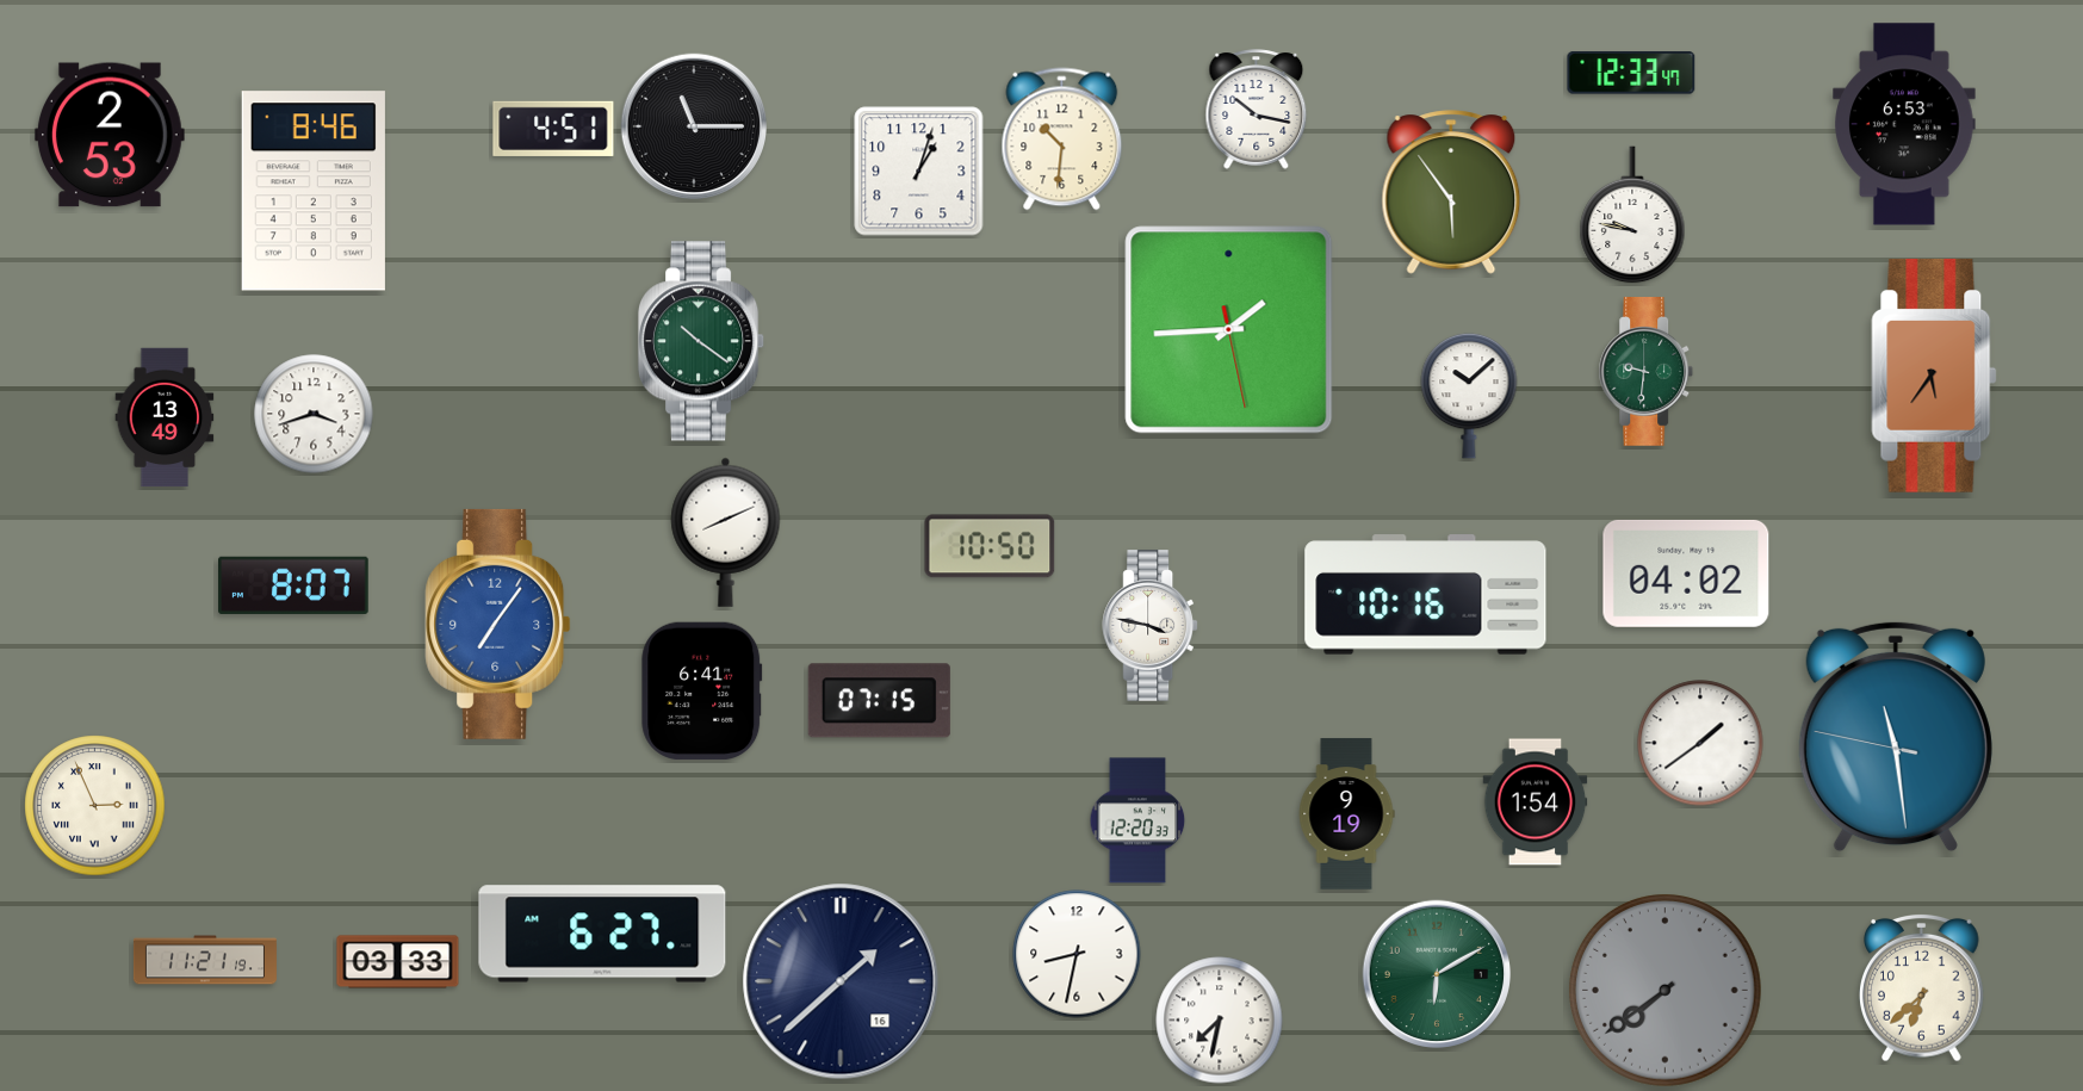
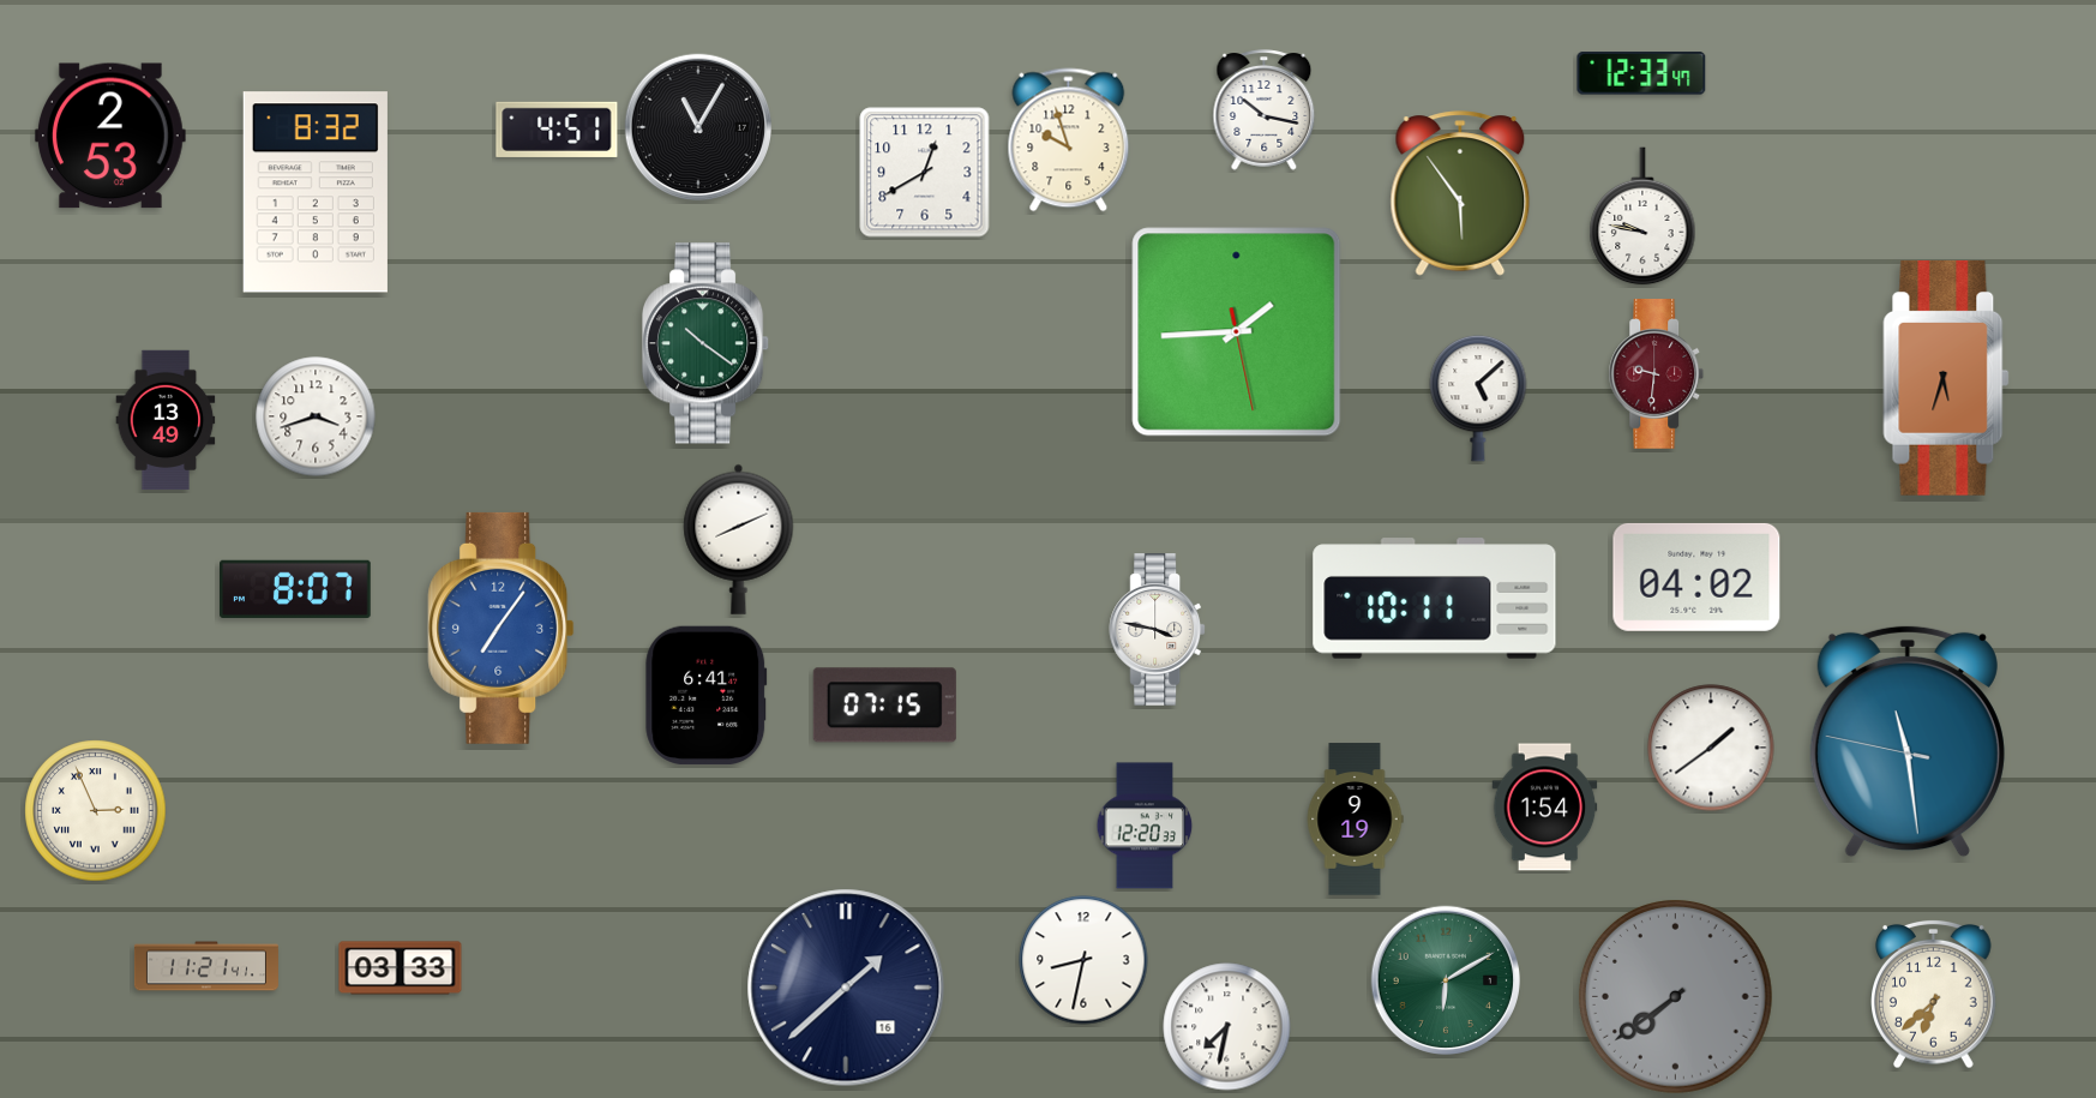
clock at (1904, 124): 6:53 -> none
clock at (693, 125): 11:15 -> 11:05
clock at (1062, 140): 10:31 -> 9:57
clock at (919, 172): 1:03 -> 12:40
clock at (314, 191): 8:46 -> 8:32
clock at (1647, 372) dial: green -> burgundy
clock at (1934, 376): 5:36 -> 5:33
clock at (1469, 396): 10:08 -> 5:08
clock at (726, 532) position: (726, 532) -> (739, 539)
clock at (990, 546): 10:50 -> none
clock at (1426, 595): 10:16 -> 10:11
clock at (602, 934): 6:27 -> none
clock at (205, 960): 11:21:19 -> 11:21:41
